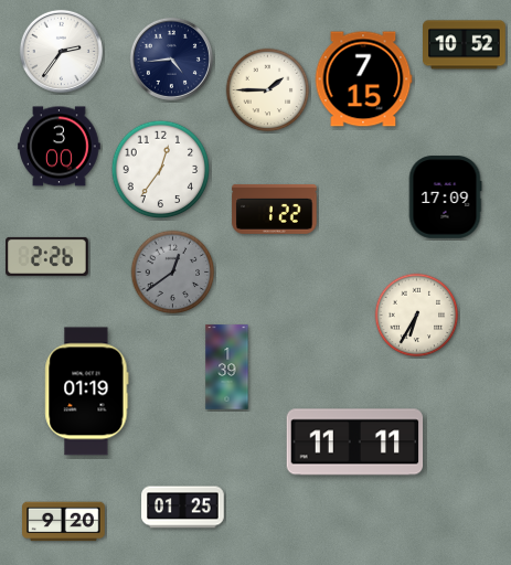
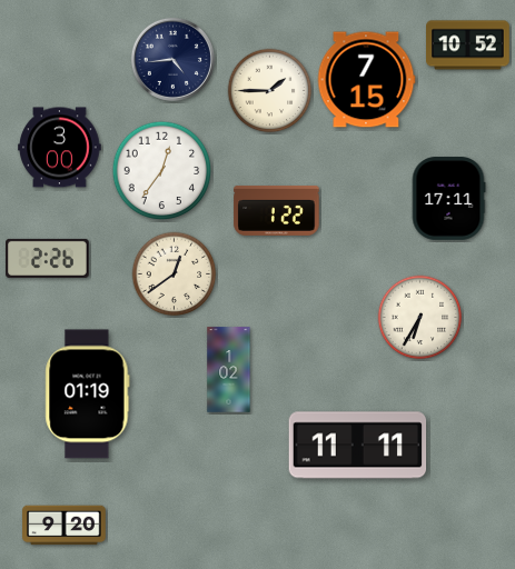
clock at (61, 51): 2:36 -> none
clock at (445, 198): 17:09 -> 17:11
clock at (173, 273) dial: grey -> cream
clock at (227, 367): 1:39 -> 1:02
clock at (183, 508): 01:25 -> none
